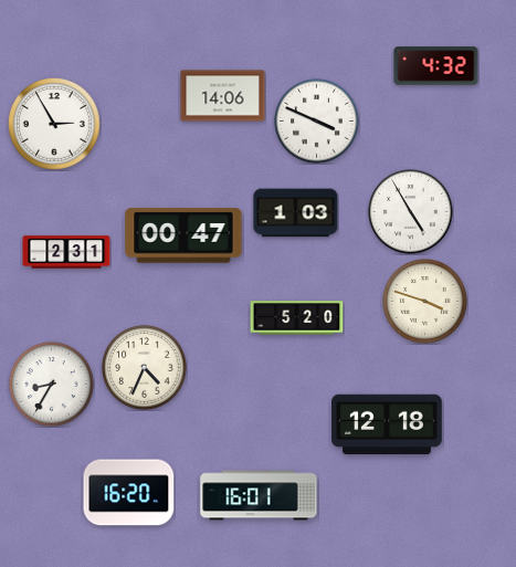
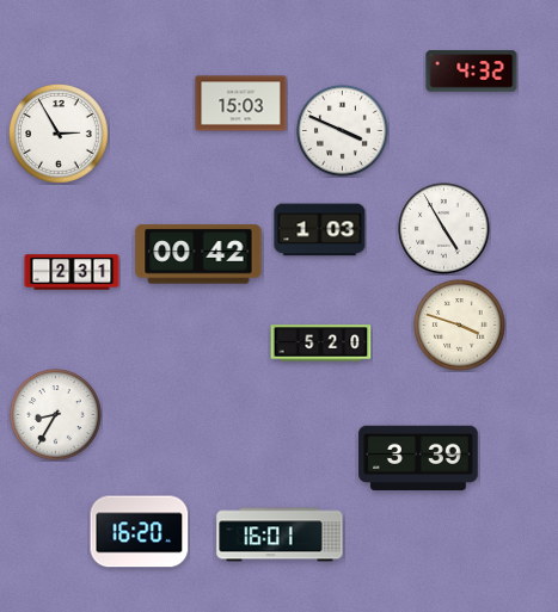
clock at (223, 96): 14:06 -> 15:03
clock at (183, 235): 00:47 -> 00:42
clock at (145, 368): 4:34 -> none
clock at (387, 424): 12:18 -> 3:39
